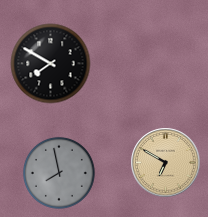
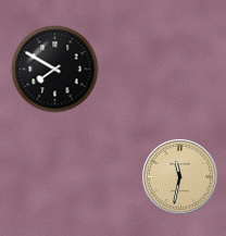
clock at (166, 163): 6:50 -> 11:32
clock at (59, 173): 7:58 -> none
